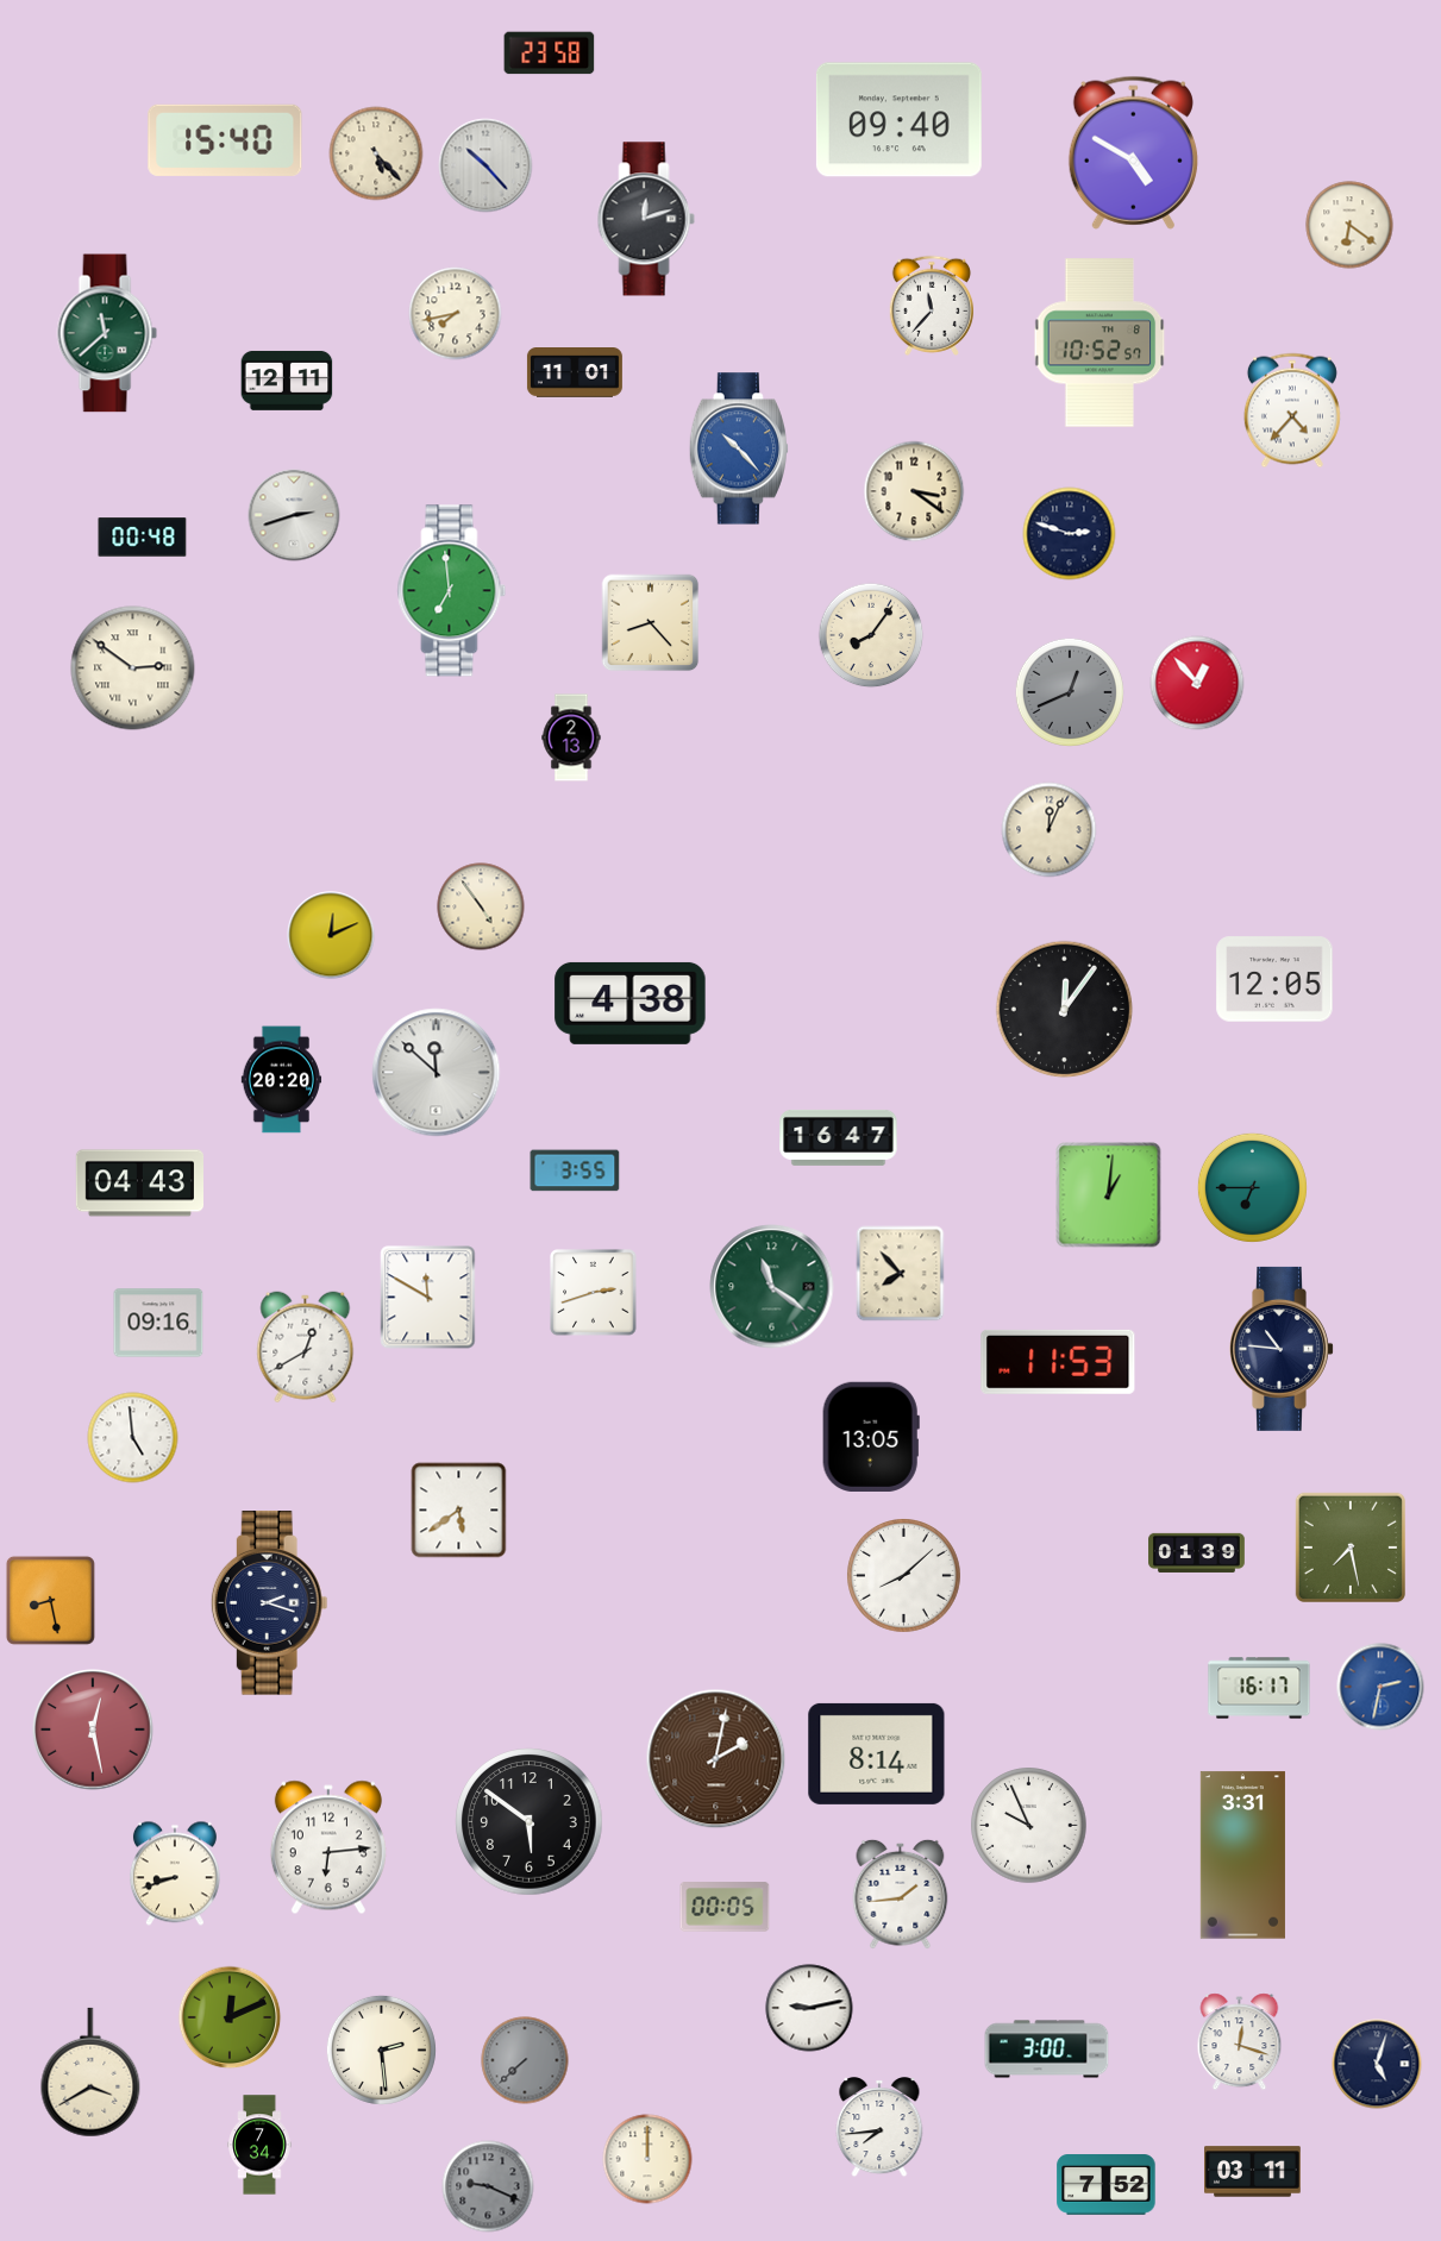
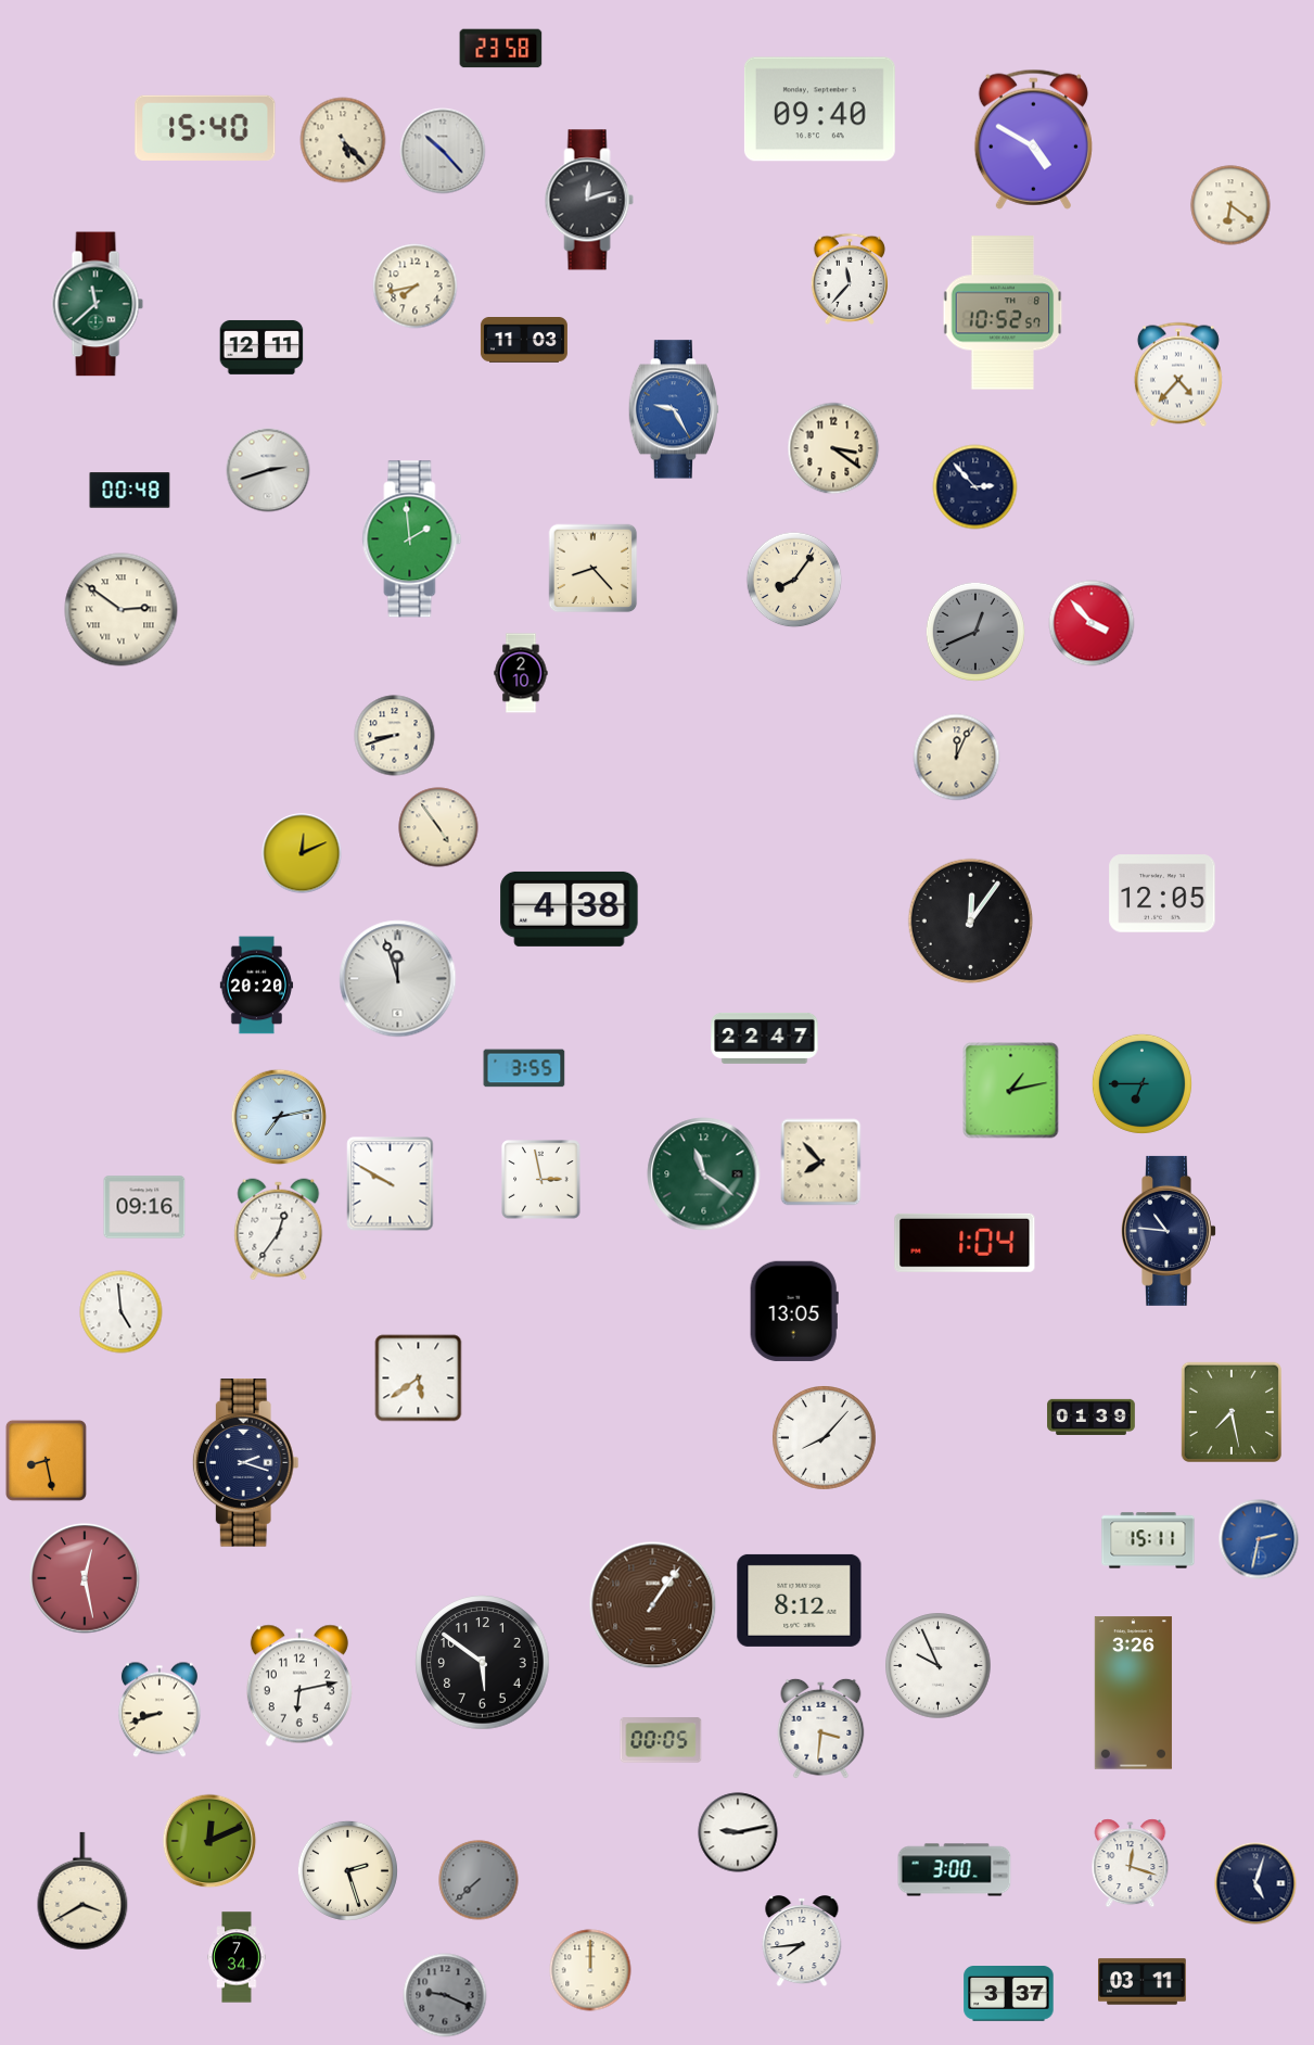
clock at (575, 373): 11:01 -> 11:03
clock at (738, 448): 10:23 -> 9:25
clock at (1070, 534): 2:48 -> 2:53
clock at (452, 591): 6:59 -> 1:59
clock at (1197, 683): 12:53 -> 3:53
clock at (571, 737): 2:13 -> 2:10
clock at (395, 736): none -> 8:42
clock at (631, 1003) position: (631, 1003) -> (570, 909)
clock at (437, 1073): 11:52 -> 11:57
clock at (839, 1137): 16:47 -> 22:47
clock at (139, 1184): 04:43 -> none
clock at (1109, 1195): 1:01 -> 1:13
clock at (279, 1117): none -> 7:13
clock at (594, 1293): 2:42 -> 2:58
clock at (428, 1298): 11:50 -> 9:50
clock at (306, 1348): 12:40 -> 12:36
clock at (1058, 1362): 11:53 -> 1:04
clock at (904, 1576): 8:08 -> 8:07
clock at (1259, 1688): 16:17 -> 15:11
clock at (877, 1753): 8:14 -> 8:12
clock at (716, 1759): 2:02 -> 1:06
clock at (328, 1847): 6:14 -> 6:13
clock at (1242, 1856): 3:31 -> 3:26
clock at (901, 1894): 1:44 -> 3:31
clock at (381, 2049): 2:29 -> 2:27
clock at (1107, 2185): 7:52 -> 3:37
